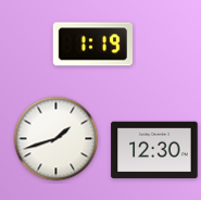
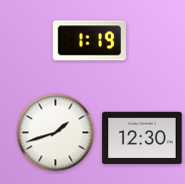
clock at (92, 45) position: (92, 45) -> (89, 41)
clock at (56, 139) position: (56, 139) -> (56, 133)
